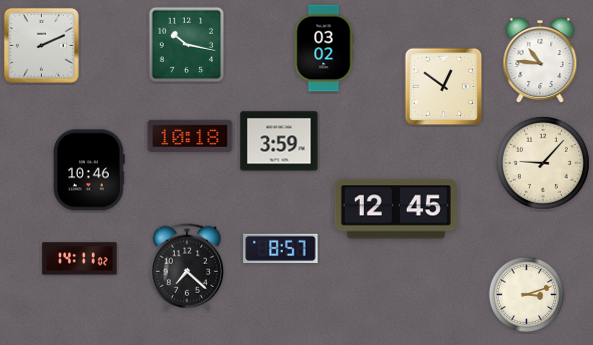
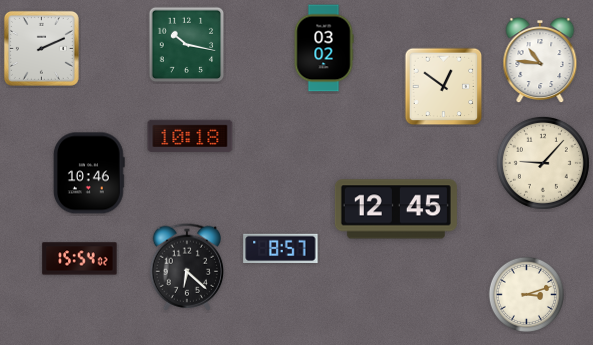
clock at (41, 45) position: (41, 45) -> (41, 48)
clock at (279, 141): 3:59 -> none
clock at (89, 170) position: (89, 170) -> (89, 173)
clock at (80, 259): 14:11 -> 15:54
clock at (186, 267): 7:22 -> 6:22
